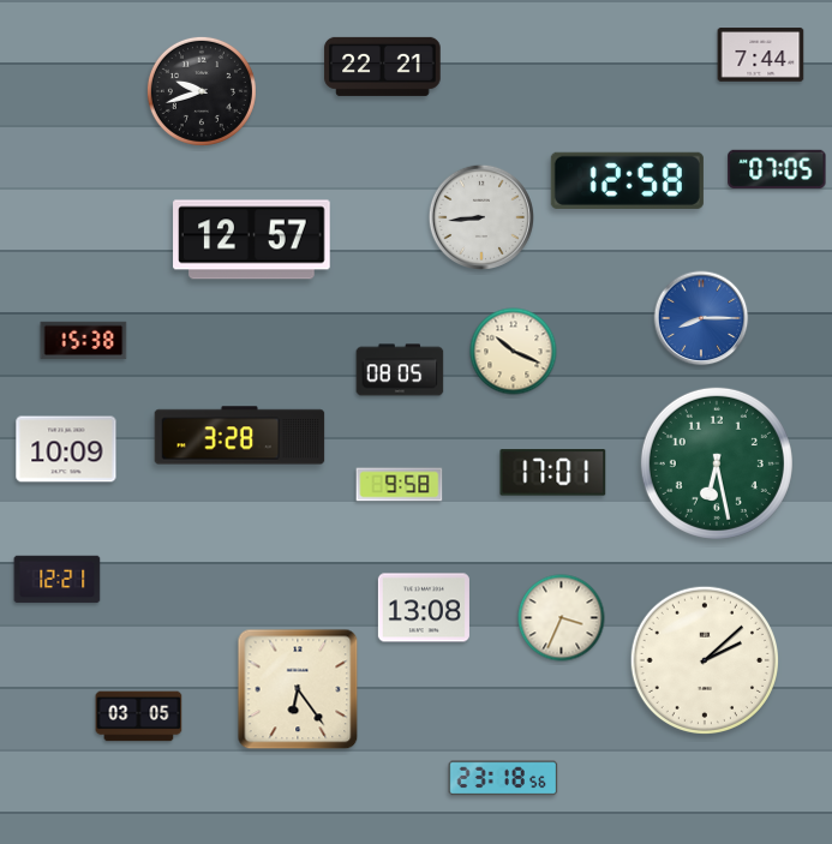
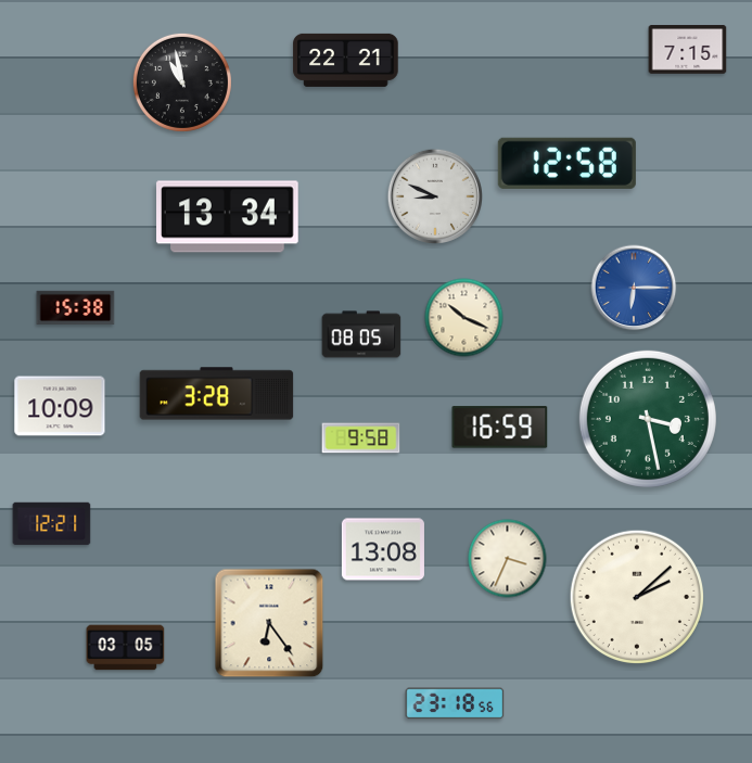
clock at (761, 55): 7:44 -> 7:15
clock at (202, 91): 9:42 -> 10:58
clock at (777, 169): 07:05 -> none
clock at (480, 216): 8:44 -> 8:49
clock at (252, 240): 12:57 -> 13:34
clock at (701, 318): 8:15 -> 6:15
clock at (717, 463): 6:28 -> 3:28
clock at (553, 473): 17:01 -> 16:59
